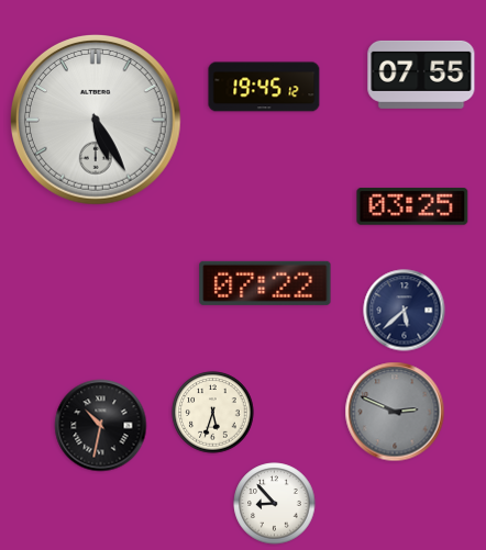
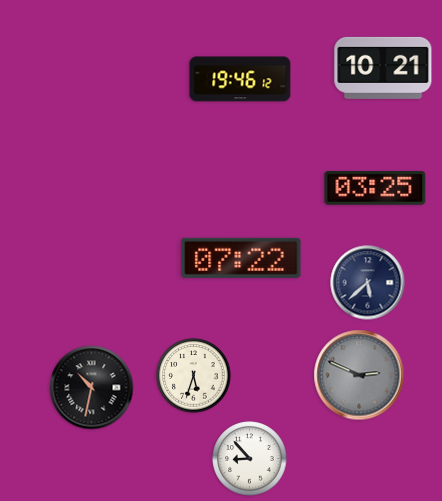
clock at (421, 75): 07:55 -> 10:21
clock at (264, 87): 19:45 -> 19:46
clock at (97, 121): 5:25 -> none
